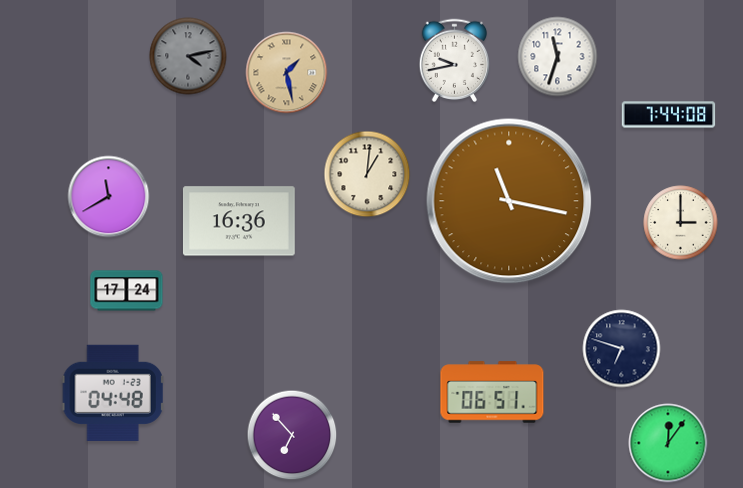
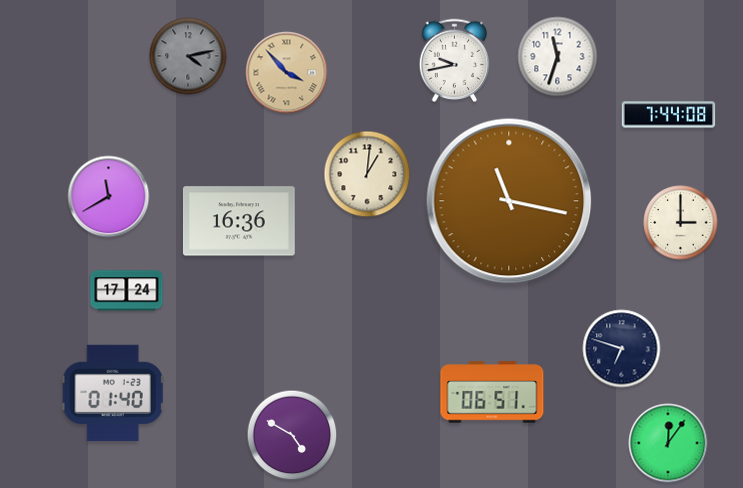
clock at (287, 73): 1:28 -> 3:53
clock at (113, 393): 04:48 -> 01:40
clock at (292, 435): 6:53 -> 4:50
